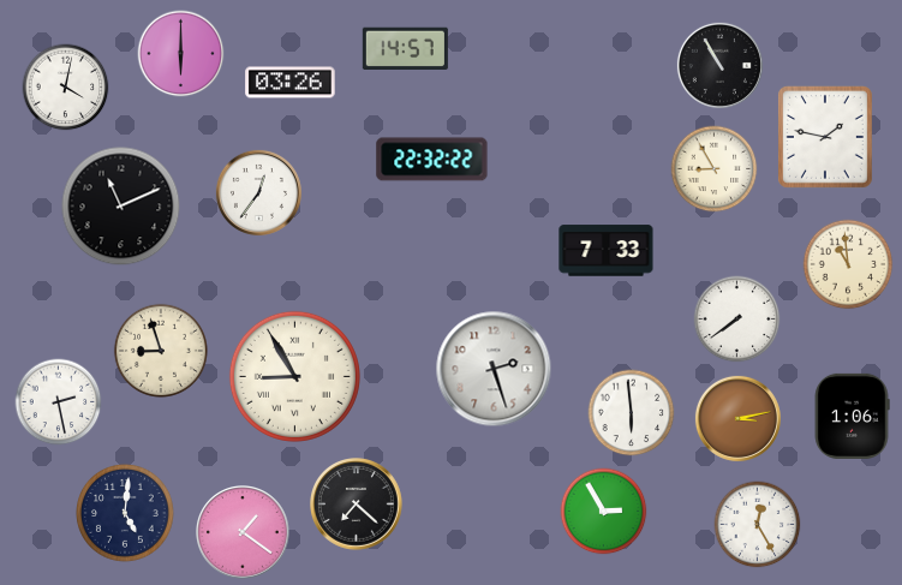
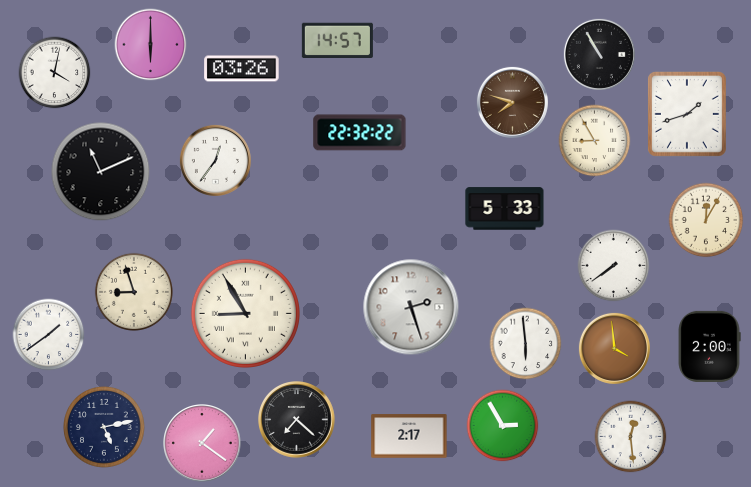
clock at (512, 102): none -> 7:48
clock at (825, 137): 1:47 -> 1:42
clock at (607, 251): 7:33 -> 5:33
clock at (848, 264): 10:59 -> 12:05
clock at (59, 402): 2:28 -> 1:39
clock at (852, 416): 1:06 -> 2:00
clock at (737, 418): 3:13 -> 3:59
clock at (126, 514): 5:01 -> 5:13
clock at (409, 436): none -> 2:17
clock at (758, 525): 12:25 -> 12:29
